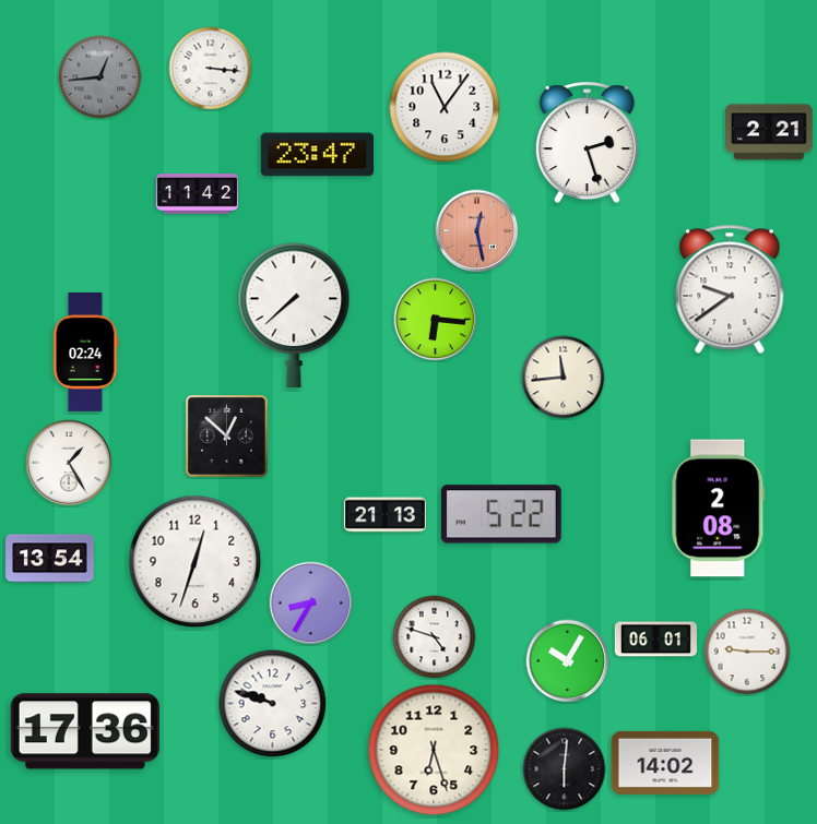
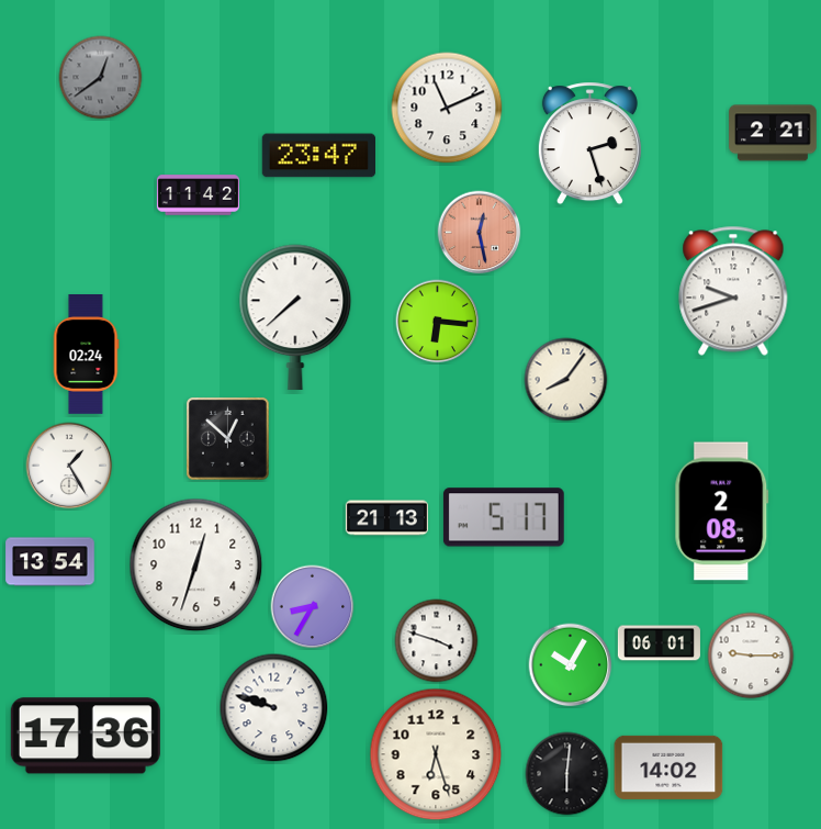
clock at (211, 69): 3:16 -> none
clock at (100, 77): 12:44 -> 12:39
clock at (445, 107): 11:06 -> 11:11
clock at (730, 289): 9:39 -> 9:42
clock at (564, 378): 11:44 -> 8:06
clock at (501, 514): 5:22 -> 5:17
clock at (435, 637): 4:48 -> 3:48
